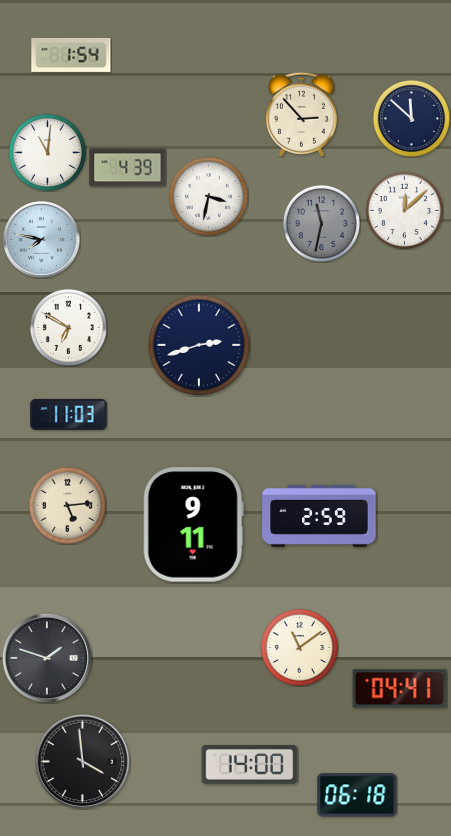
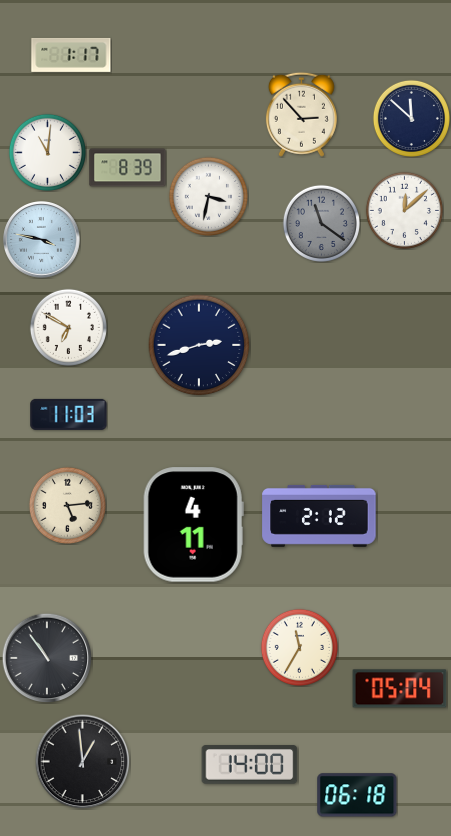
clock at (71, 55): 1:54 -> 1:17
clock at (128, 168): 4:39 -> 8:39
clock at (321, 223): 11:32 -> 11:21
clock at (42, 240): 7:47 -> 3:47
clock at (319, 516): 2:59 -> 2:12
clock at (193, 525): 9:11 -> 4:11
clock at (299, 647): 11:09 -> 11:35
clock at (47, 658): 1:48 -> 10:54
clock at (400, 689): 04:41 -> 05:04
clock at (82, 761): 3:59 -> 12:59
